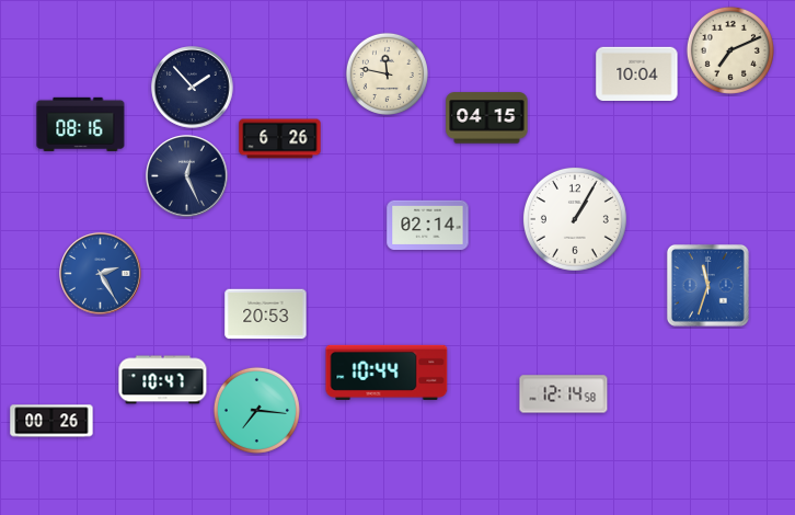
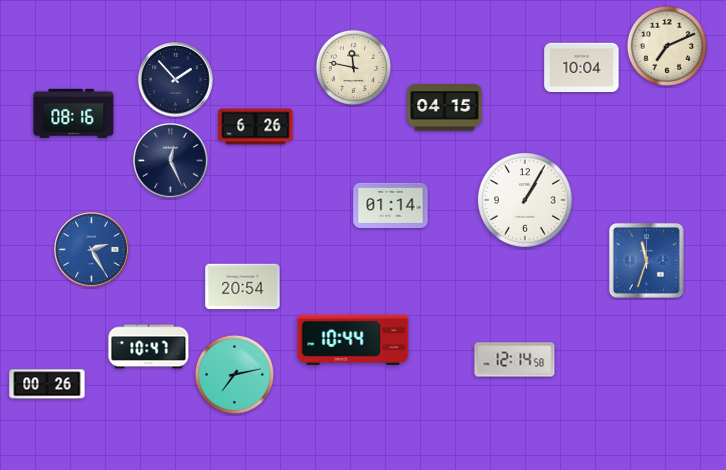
clock at (428, 225): 02:14 -> 01:14
clock at (266, 314): 20:53 -> 20:54
clock at (256, 410): 7:16 -> 7:13
